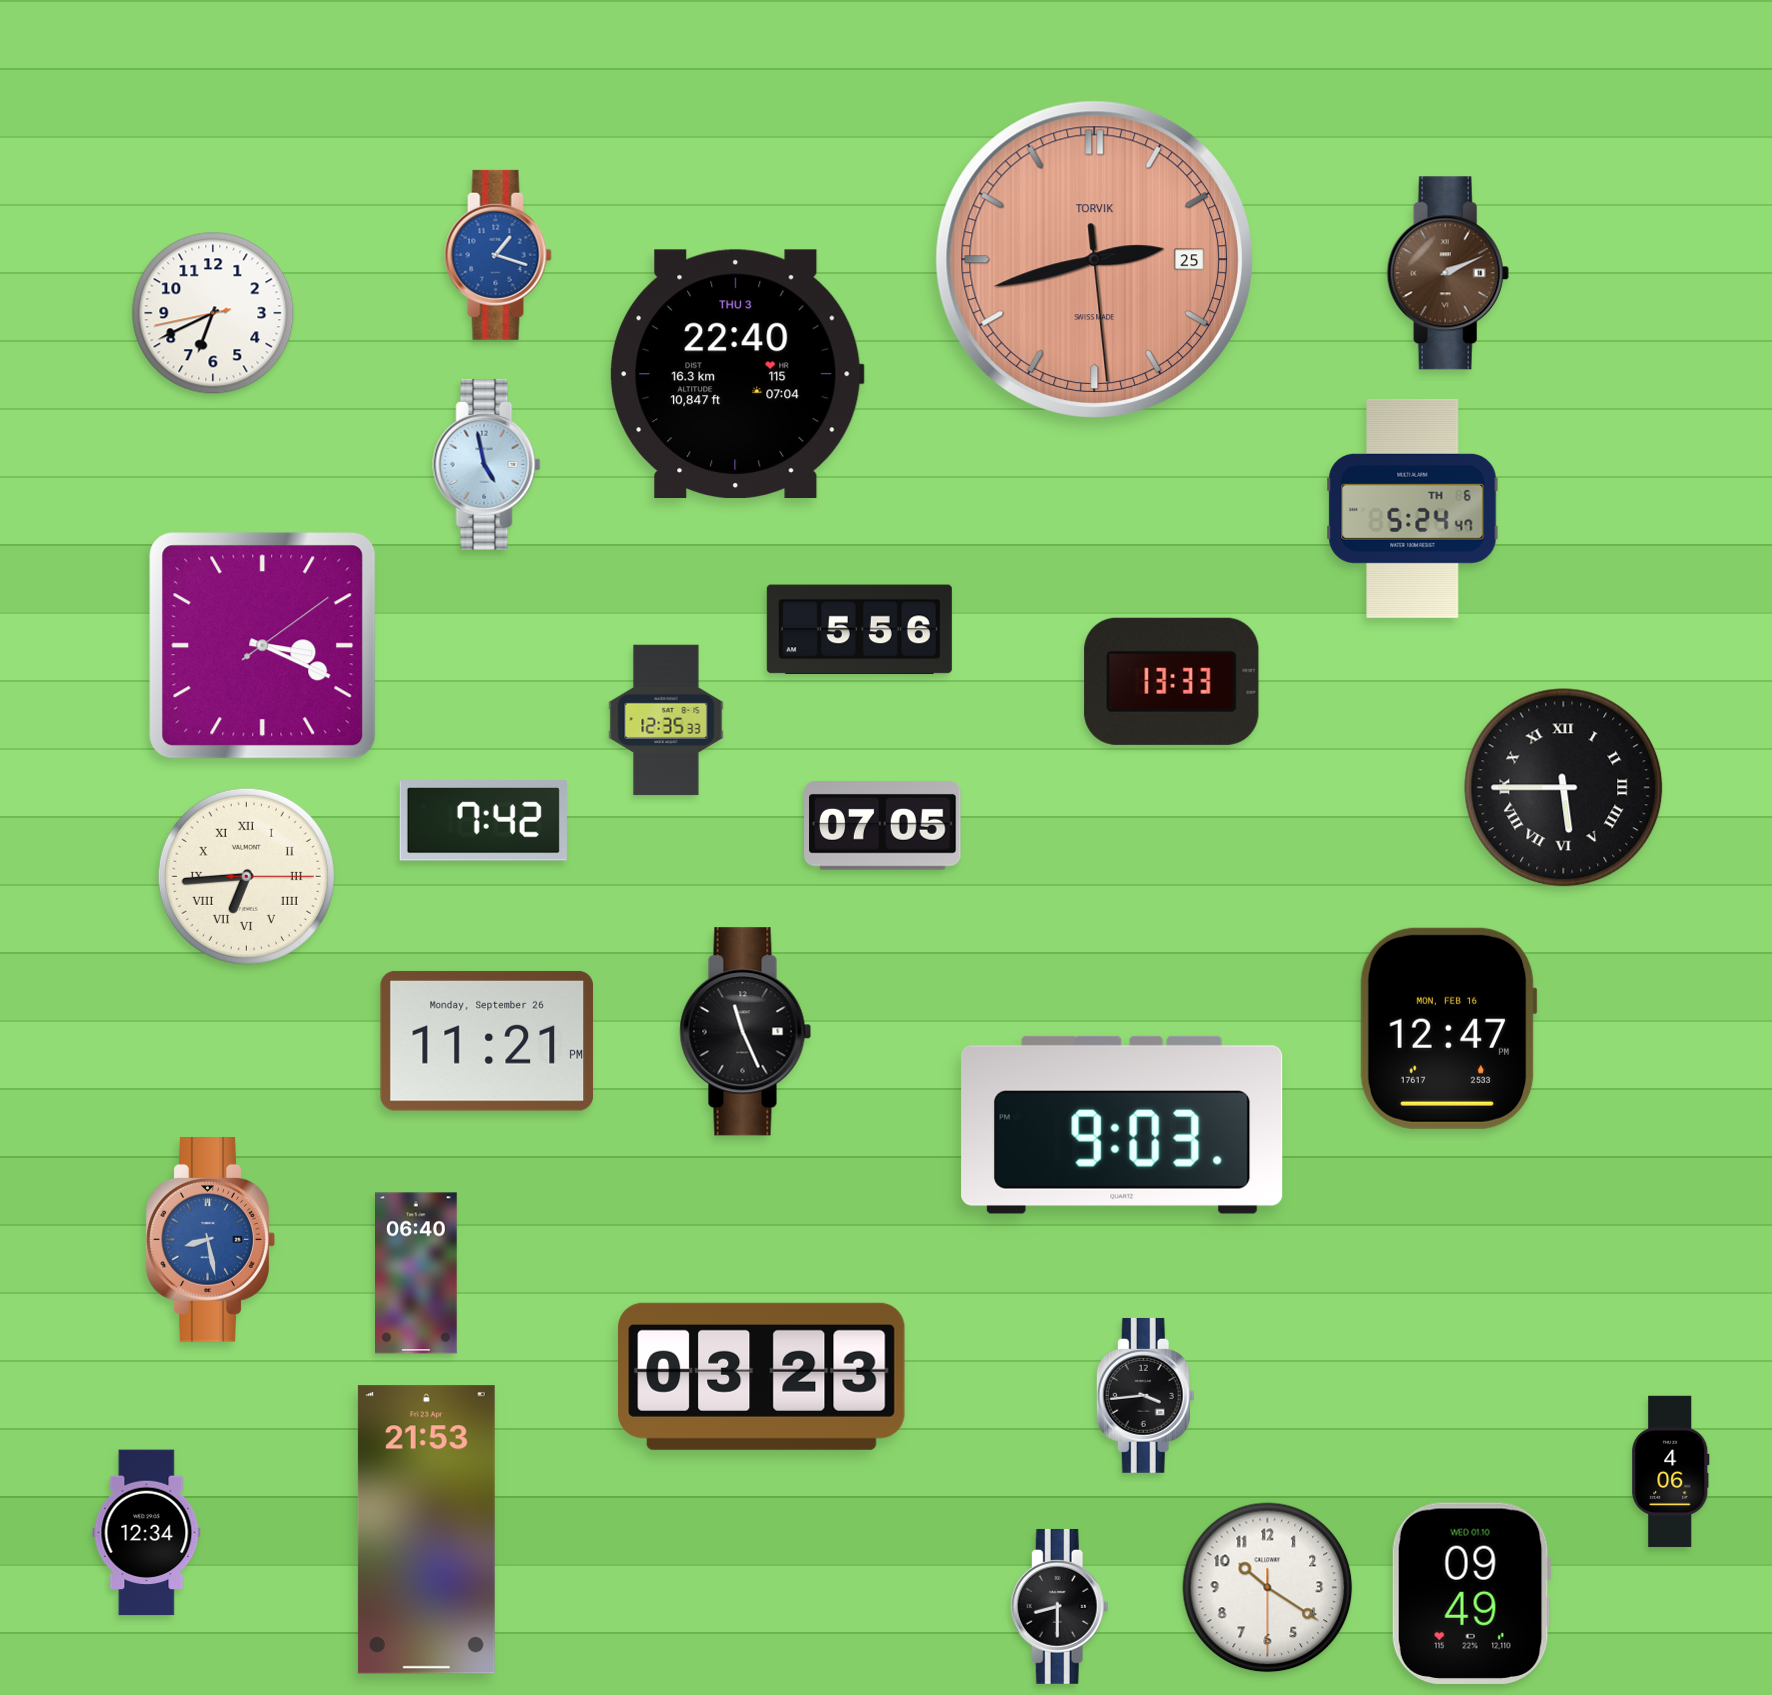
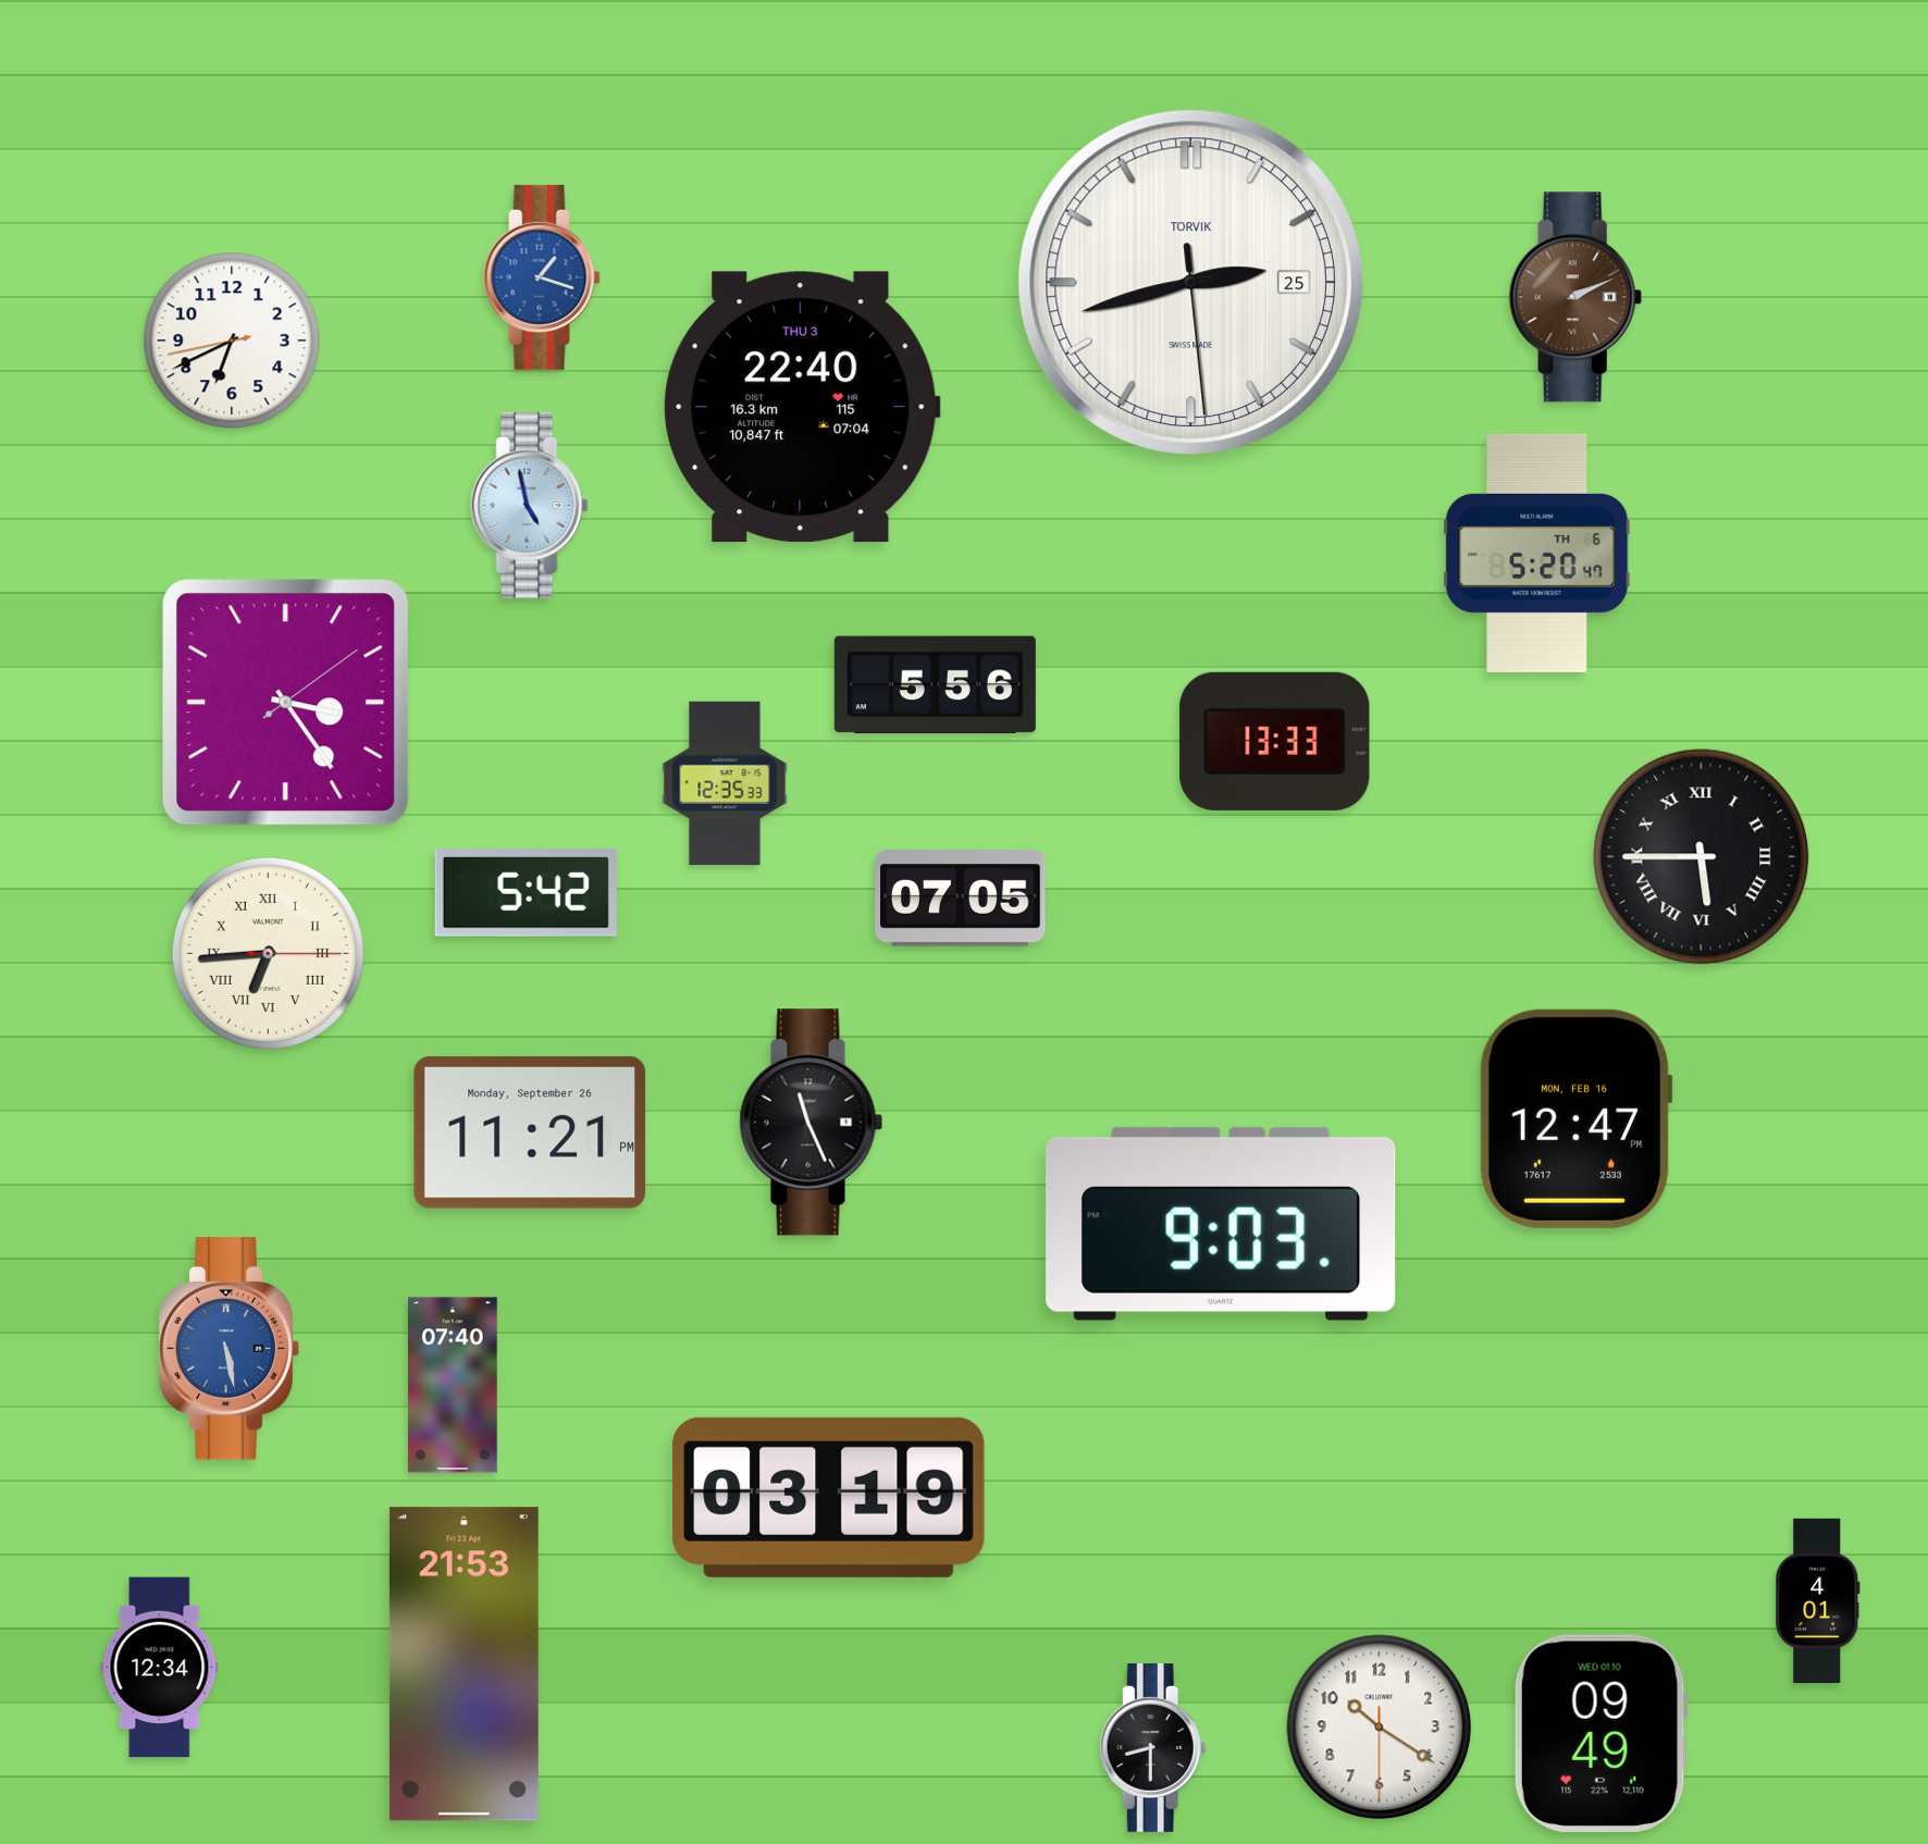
clock at (1094, 259) dial: salmon -> white
clock at (1413, 508): 5:24 -> 5:20
clock at (263, 646): 3:19 -> 3:24
clock at (483, 821): 7:42 -> 5:42
clock at (210, 1240): 8:28 -> 5:28
clock at (417, 1273): 06:40 -> 07:40
clock at (762, 1376): 03:23 -> 03:19
clock at (1145, 1395): 3:44 -> none
clock at (1671, 1471): 4:06 -> 4:01
